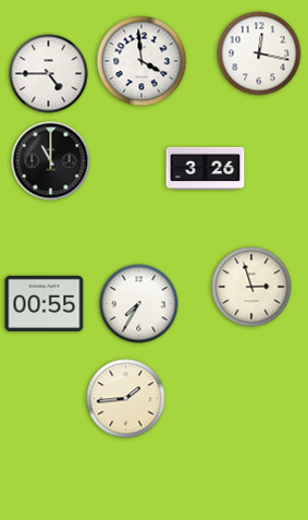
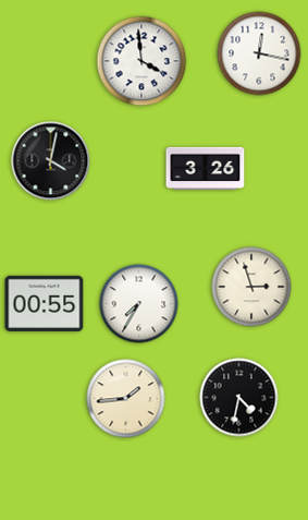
clock at (49, 74): 4:45 -> none
clock at (51, 161): 11:00 -> 4:02
clock at (239, 398): none -> 4:32
